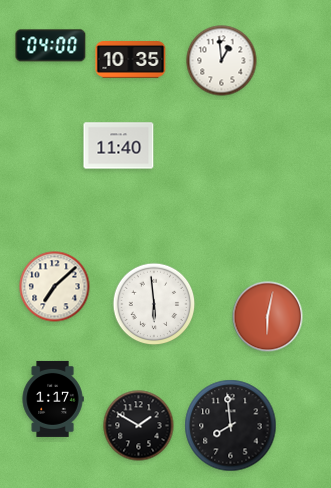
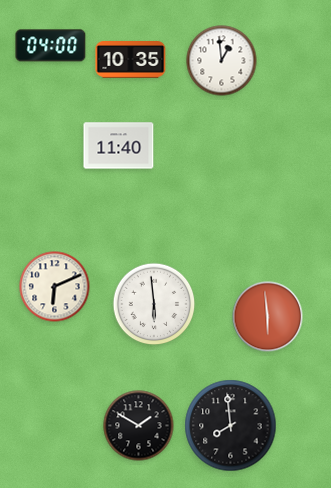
clock at (55, 287): 7:08 -> 6:11
clock at (268, 317): 6:02 -> 5:59
clock at (53, 399): 1:17 -> none
